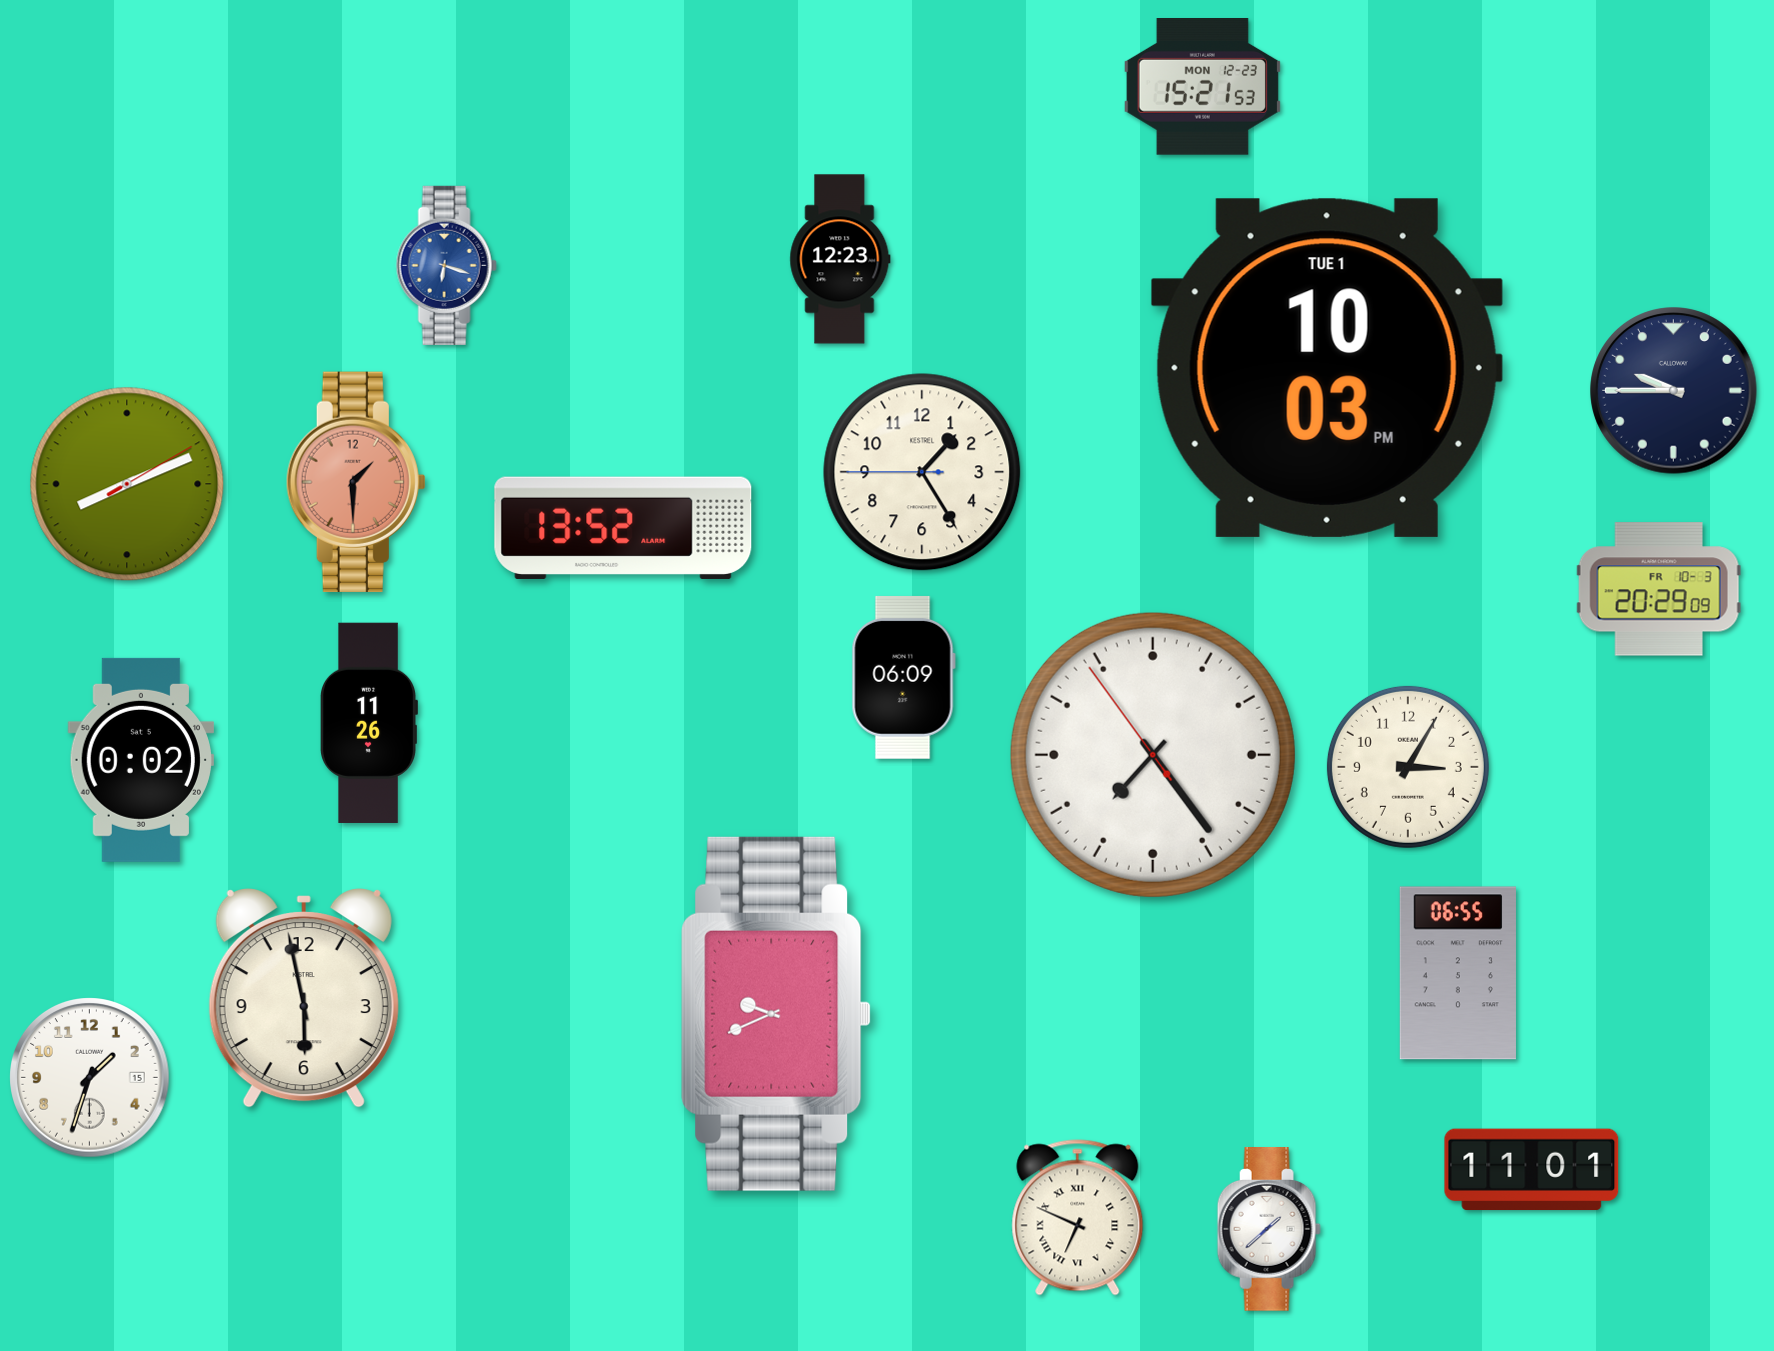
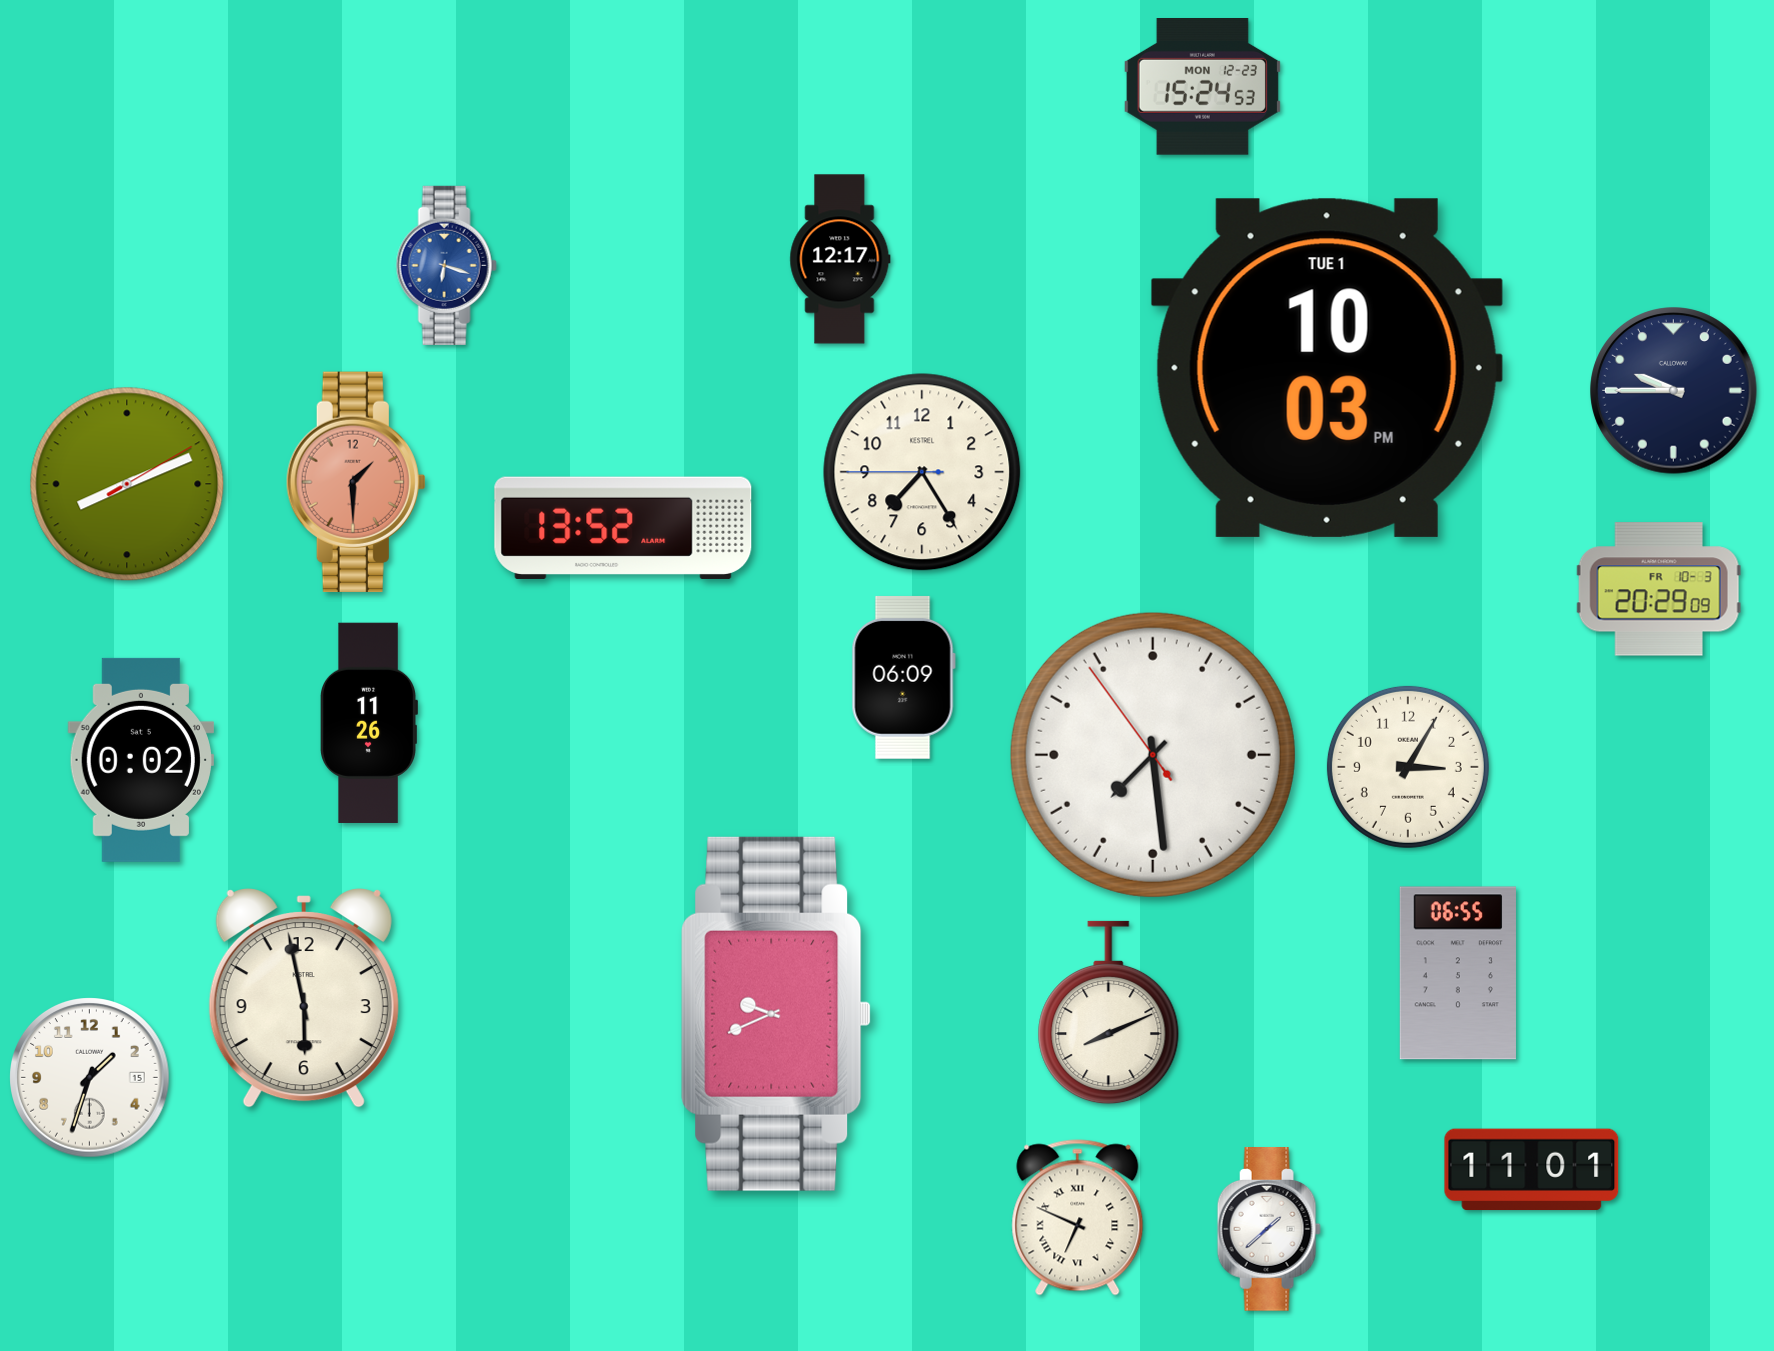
clock at (1202, 87): 15:21 -> 15:24
clock at (840, 259): 12:23 -> 12:17
clock at (922, 472): 1:24 -> 7:24
clock at (1153, 755): 7:23 -> 7:28
clock at (1109, 1013): none -> 8:11
